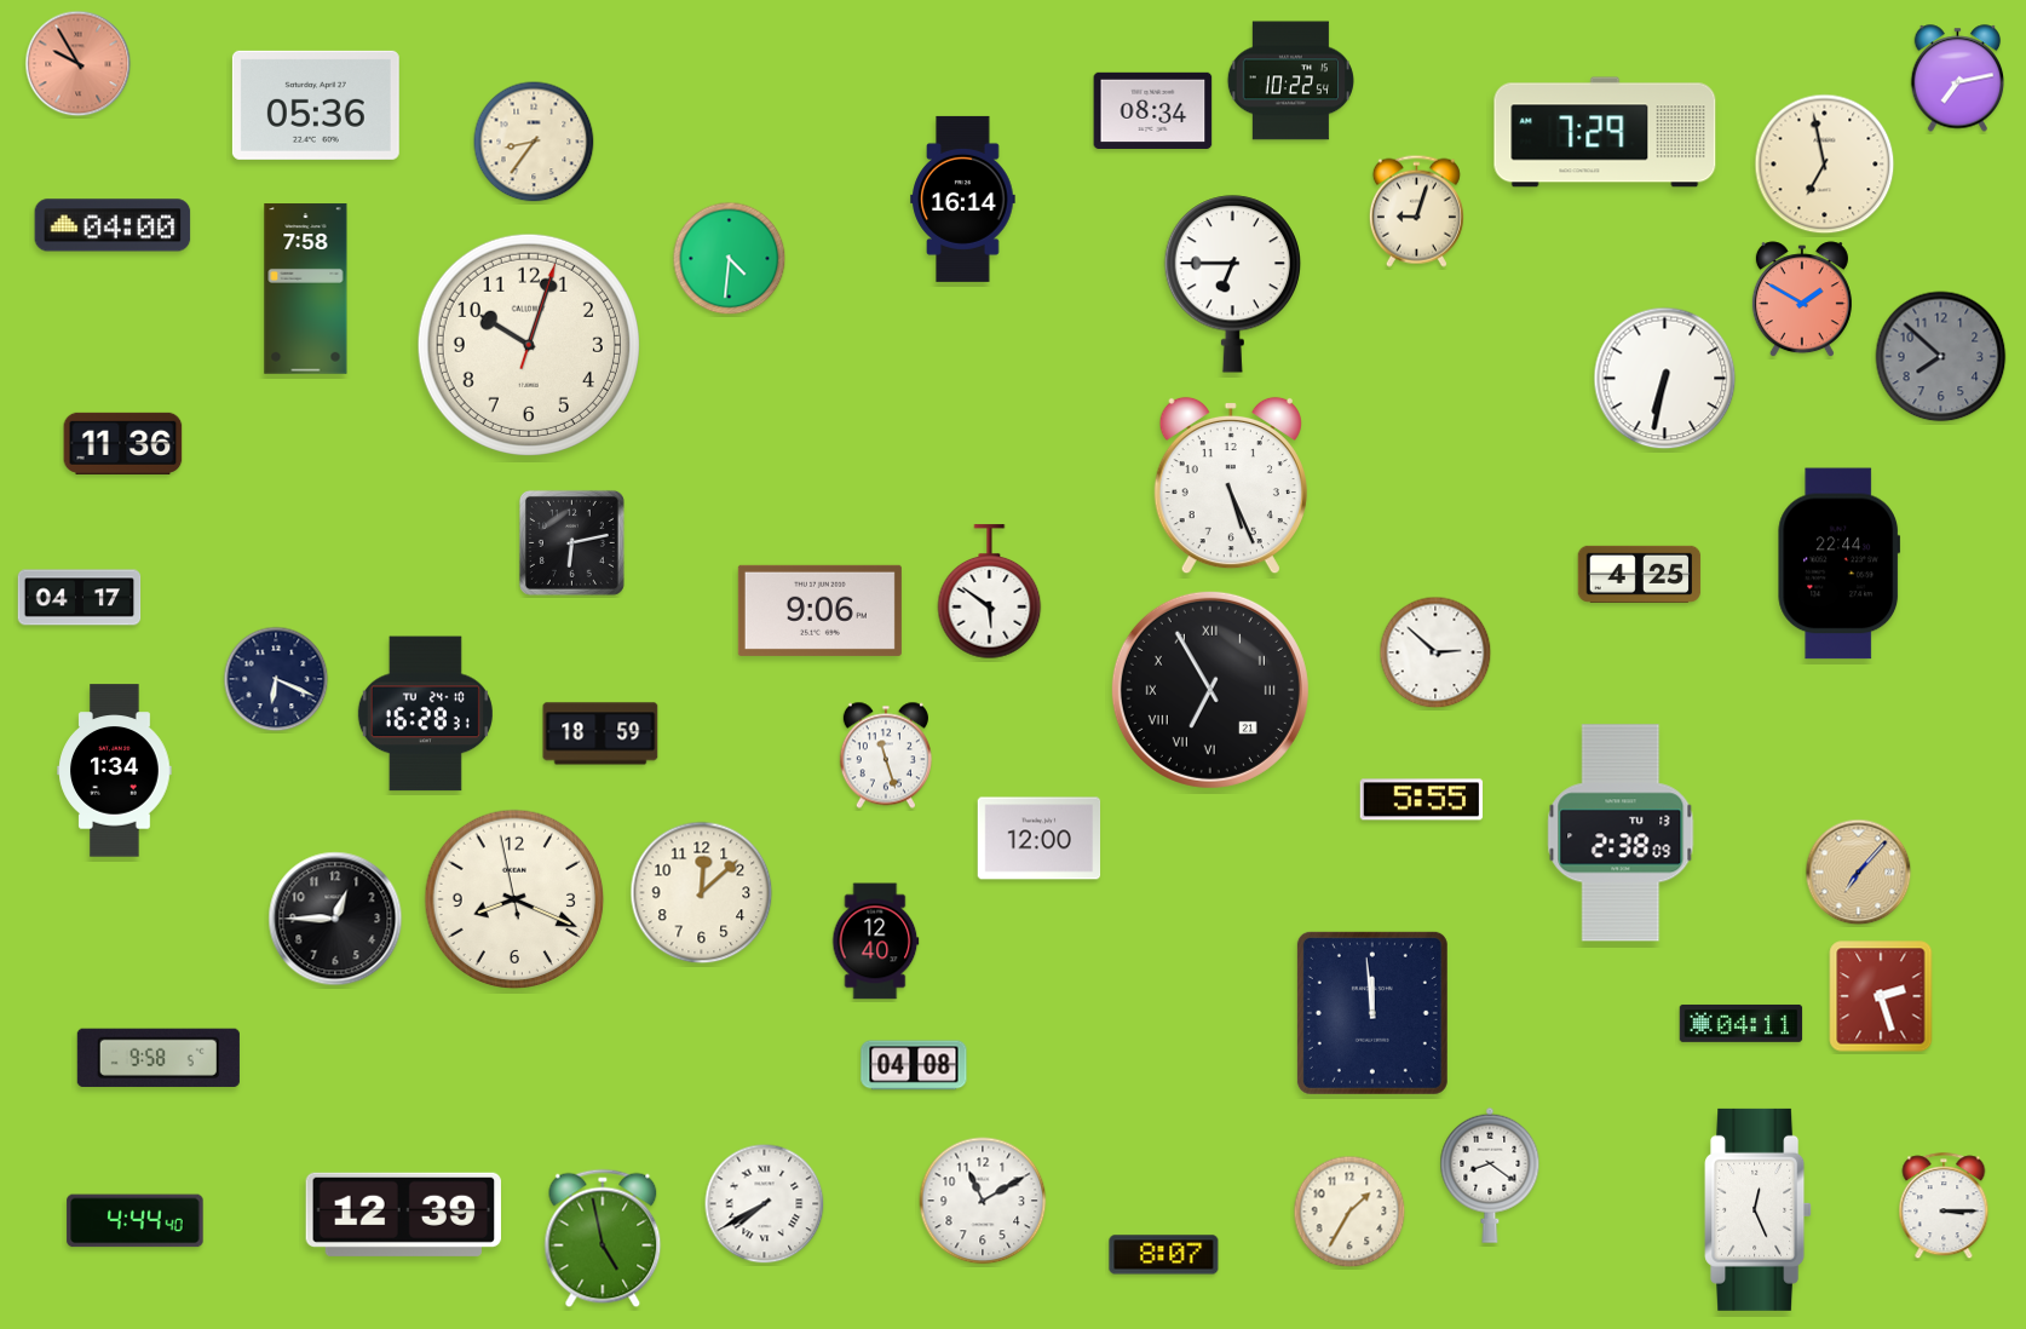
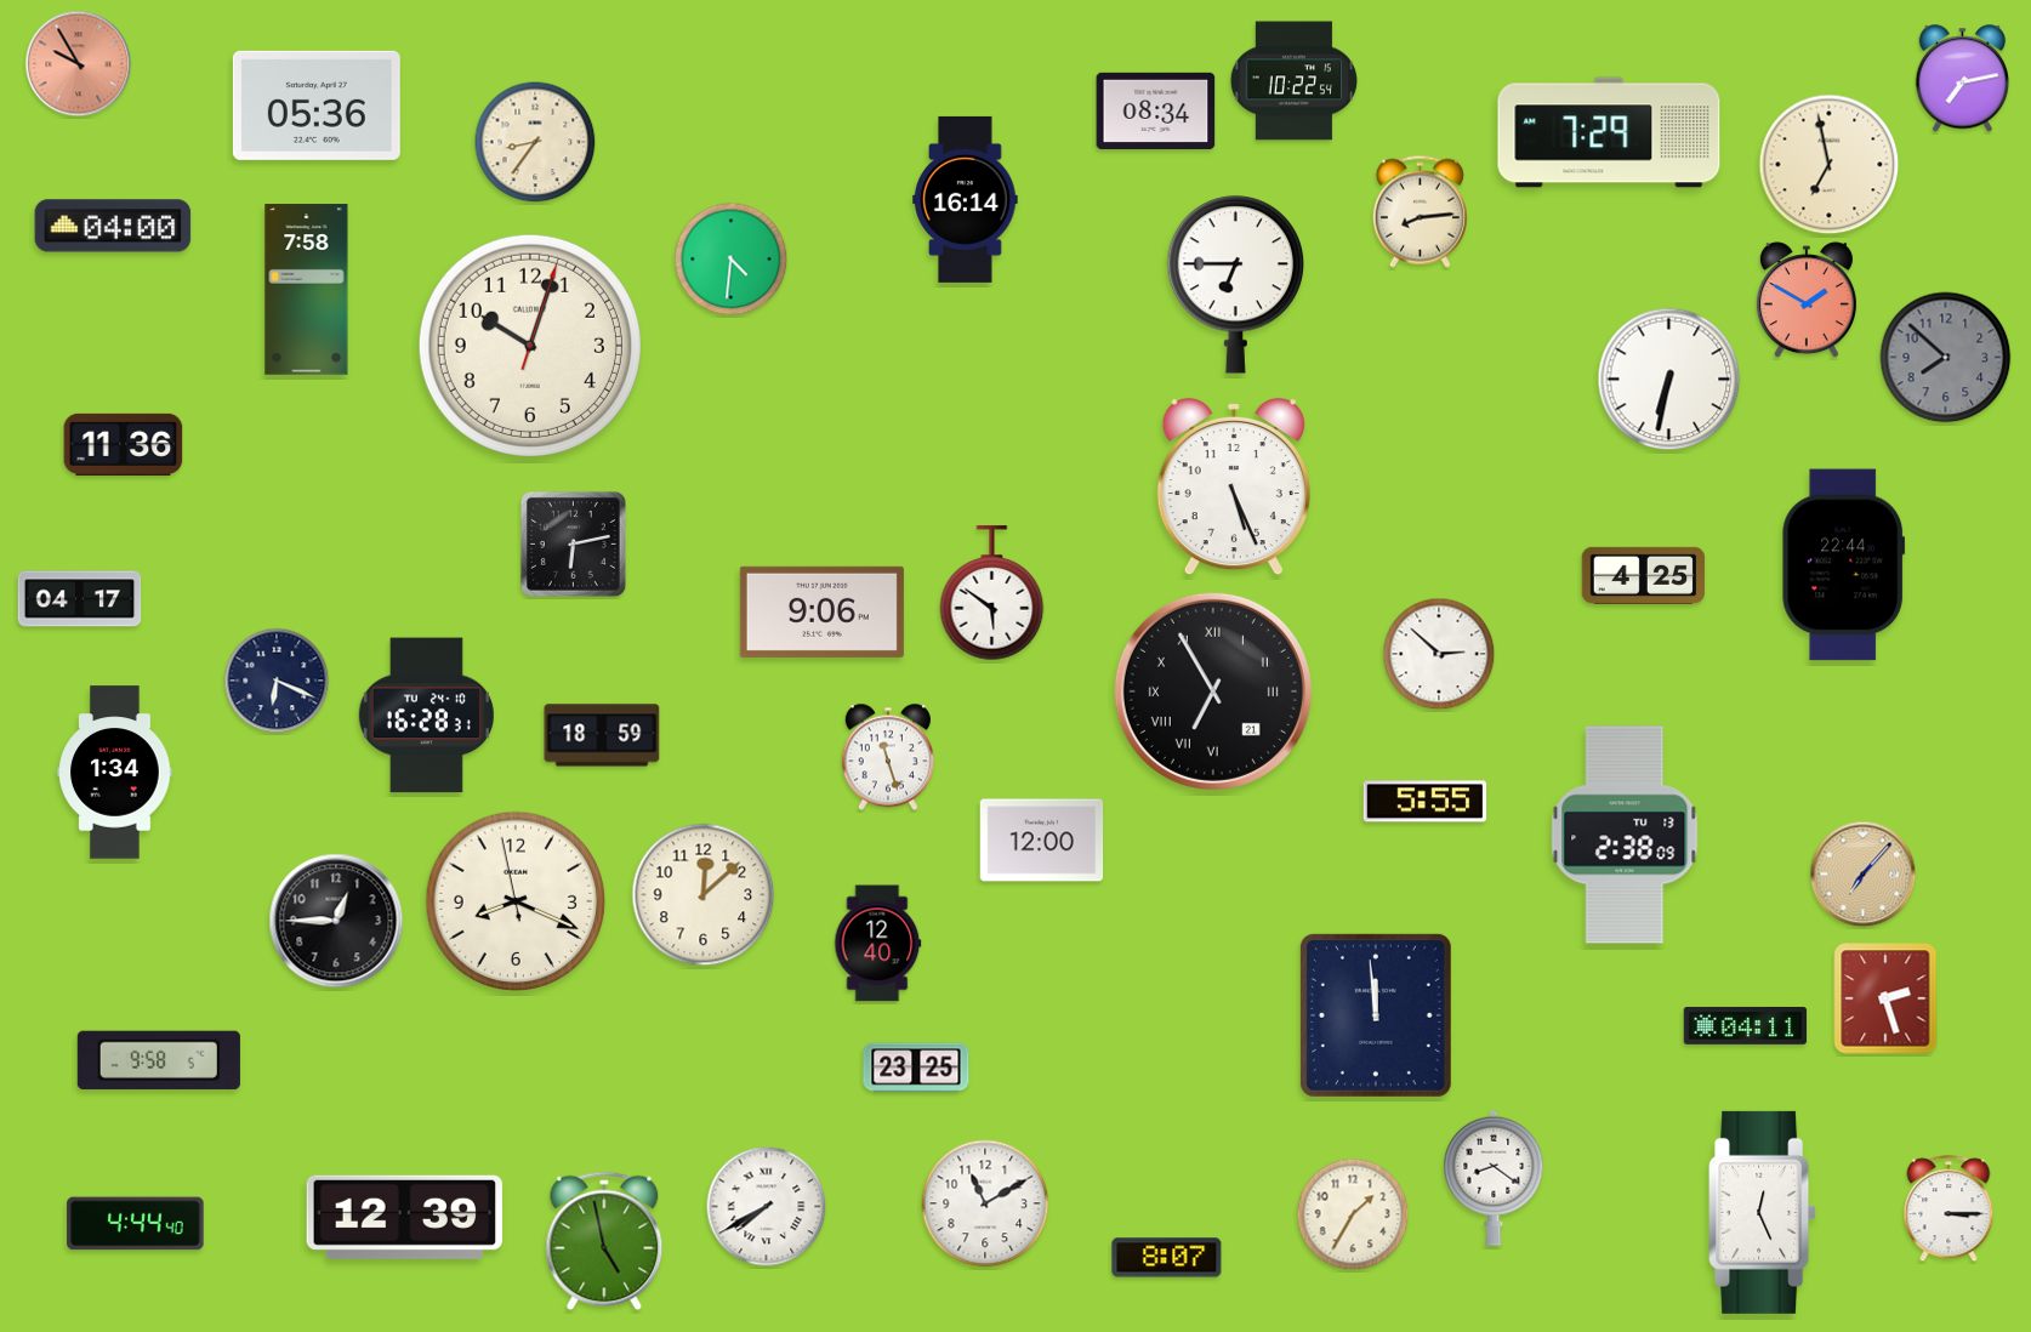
clock at (1416, 211): 9:03 -> 8:14
clock at (914, 1065): 04:08 -> 23:25
